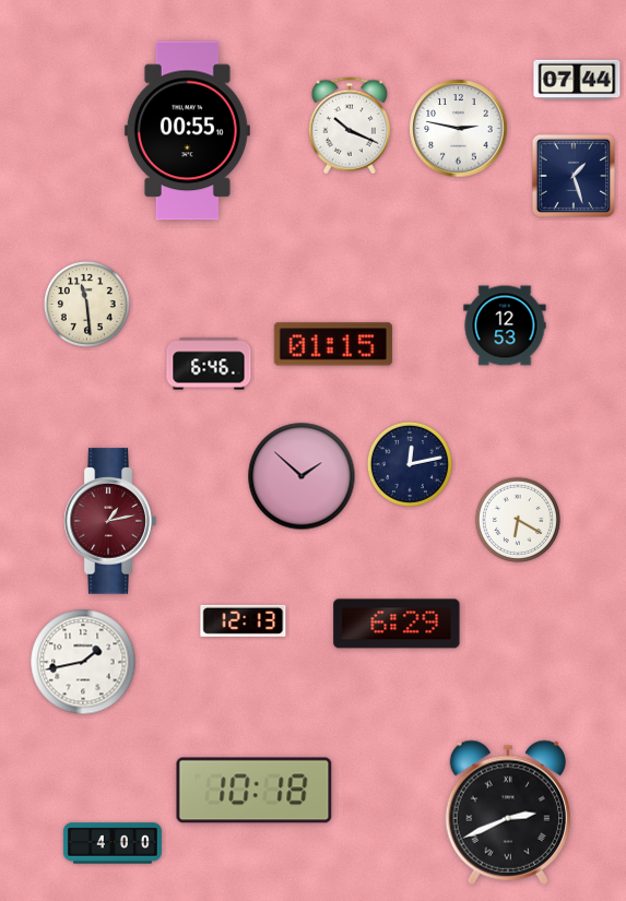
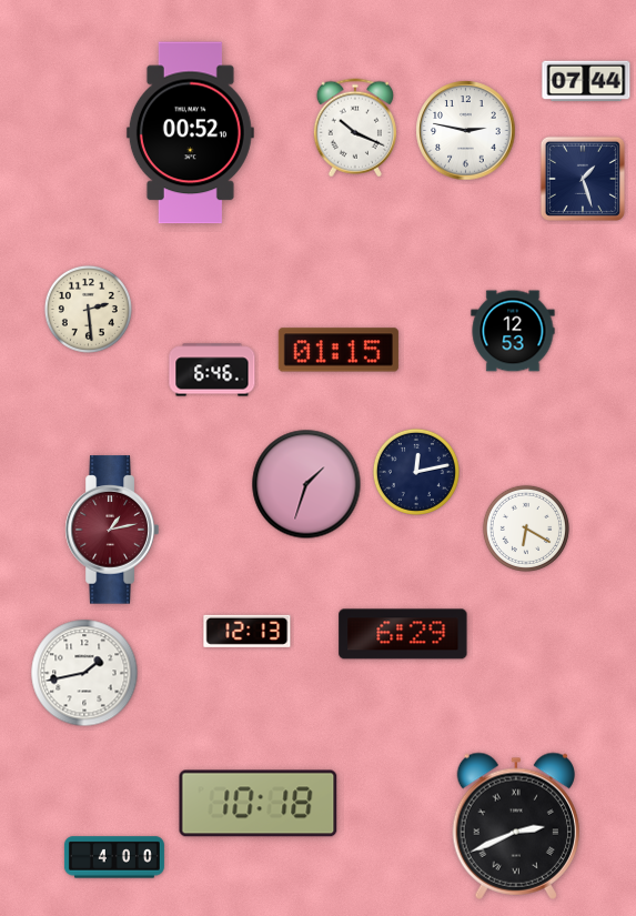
clock at (187, 131): 00:55 -> 00:52
clock at (86, 304): 11:29 -> 2:29
clock at (302, 476): 1:52 -> 1:33
